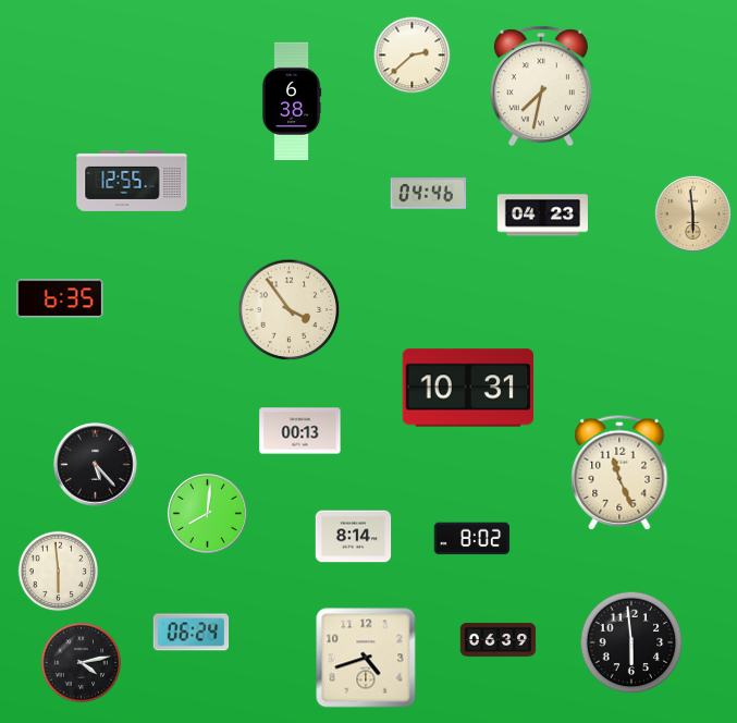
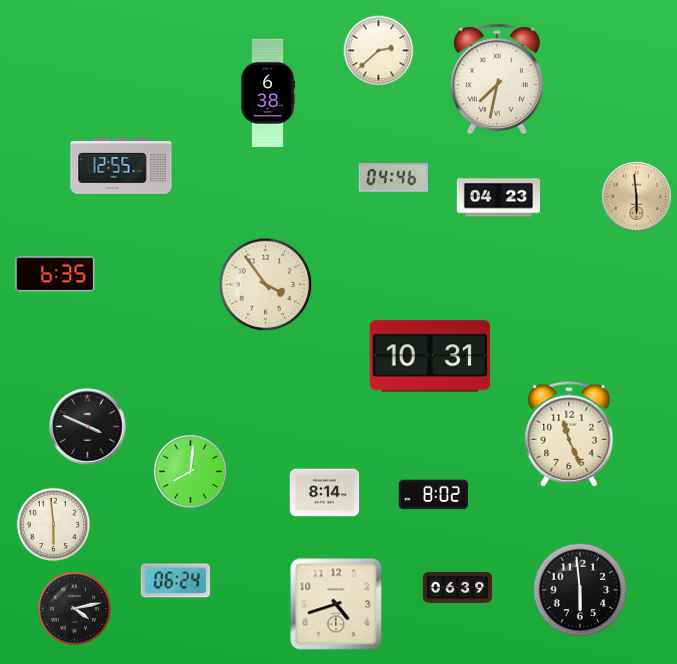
clock at (300, 431): 00:13 -> none
clock at (96, 465): 5:23 -> 3:49
